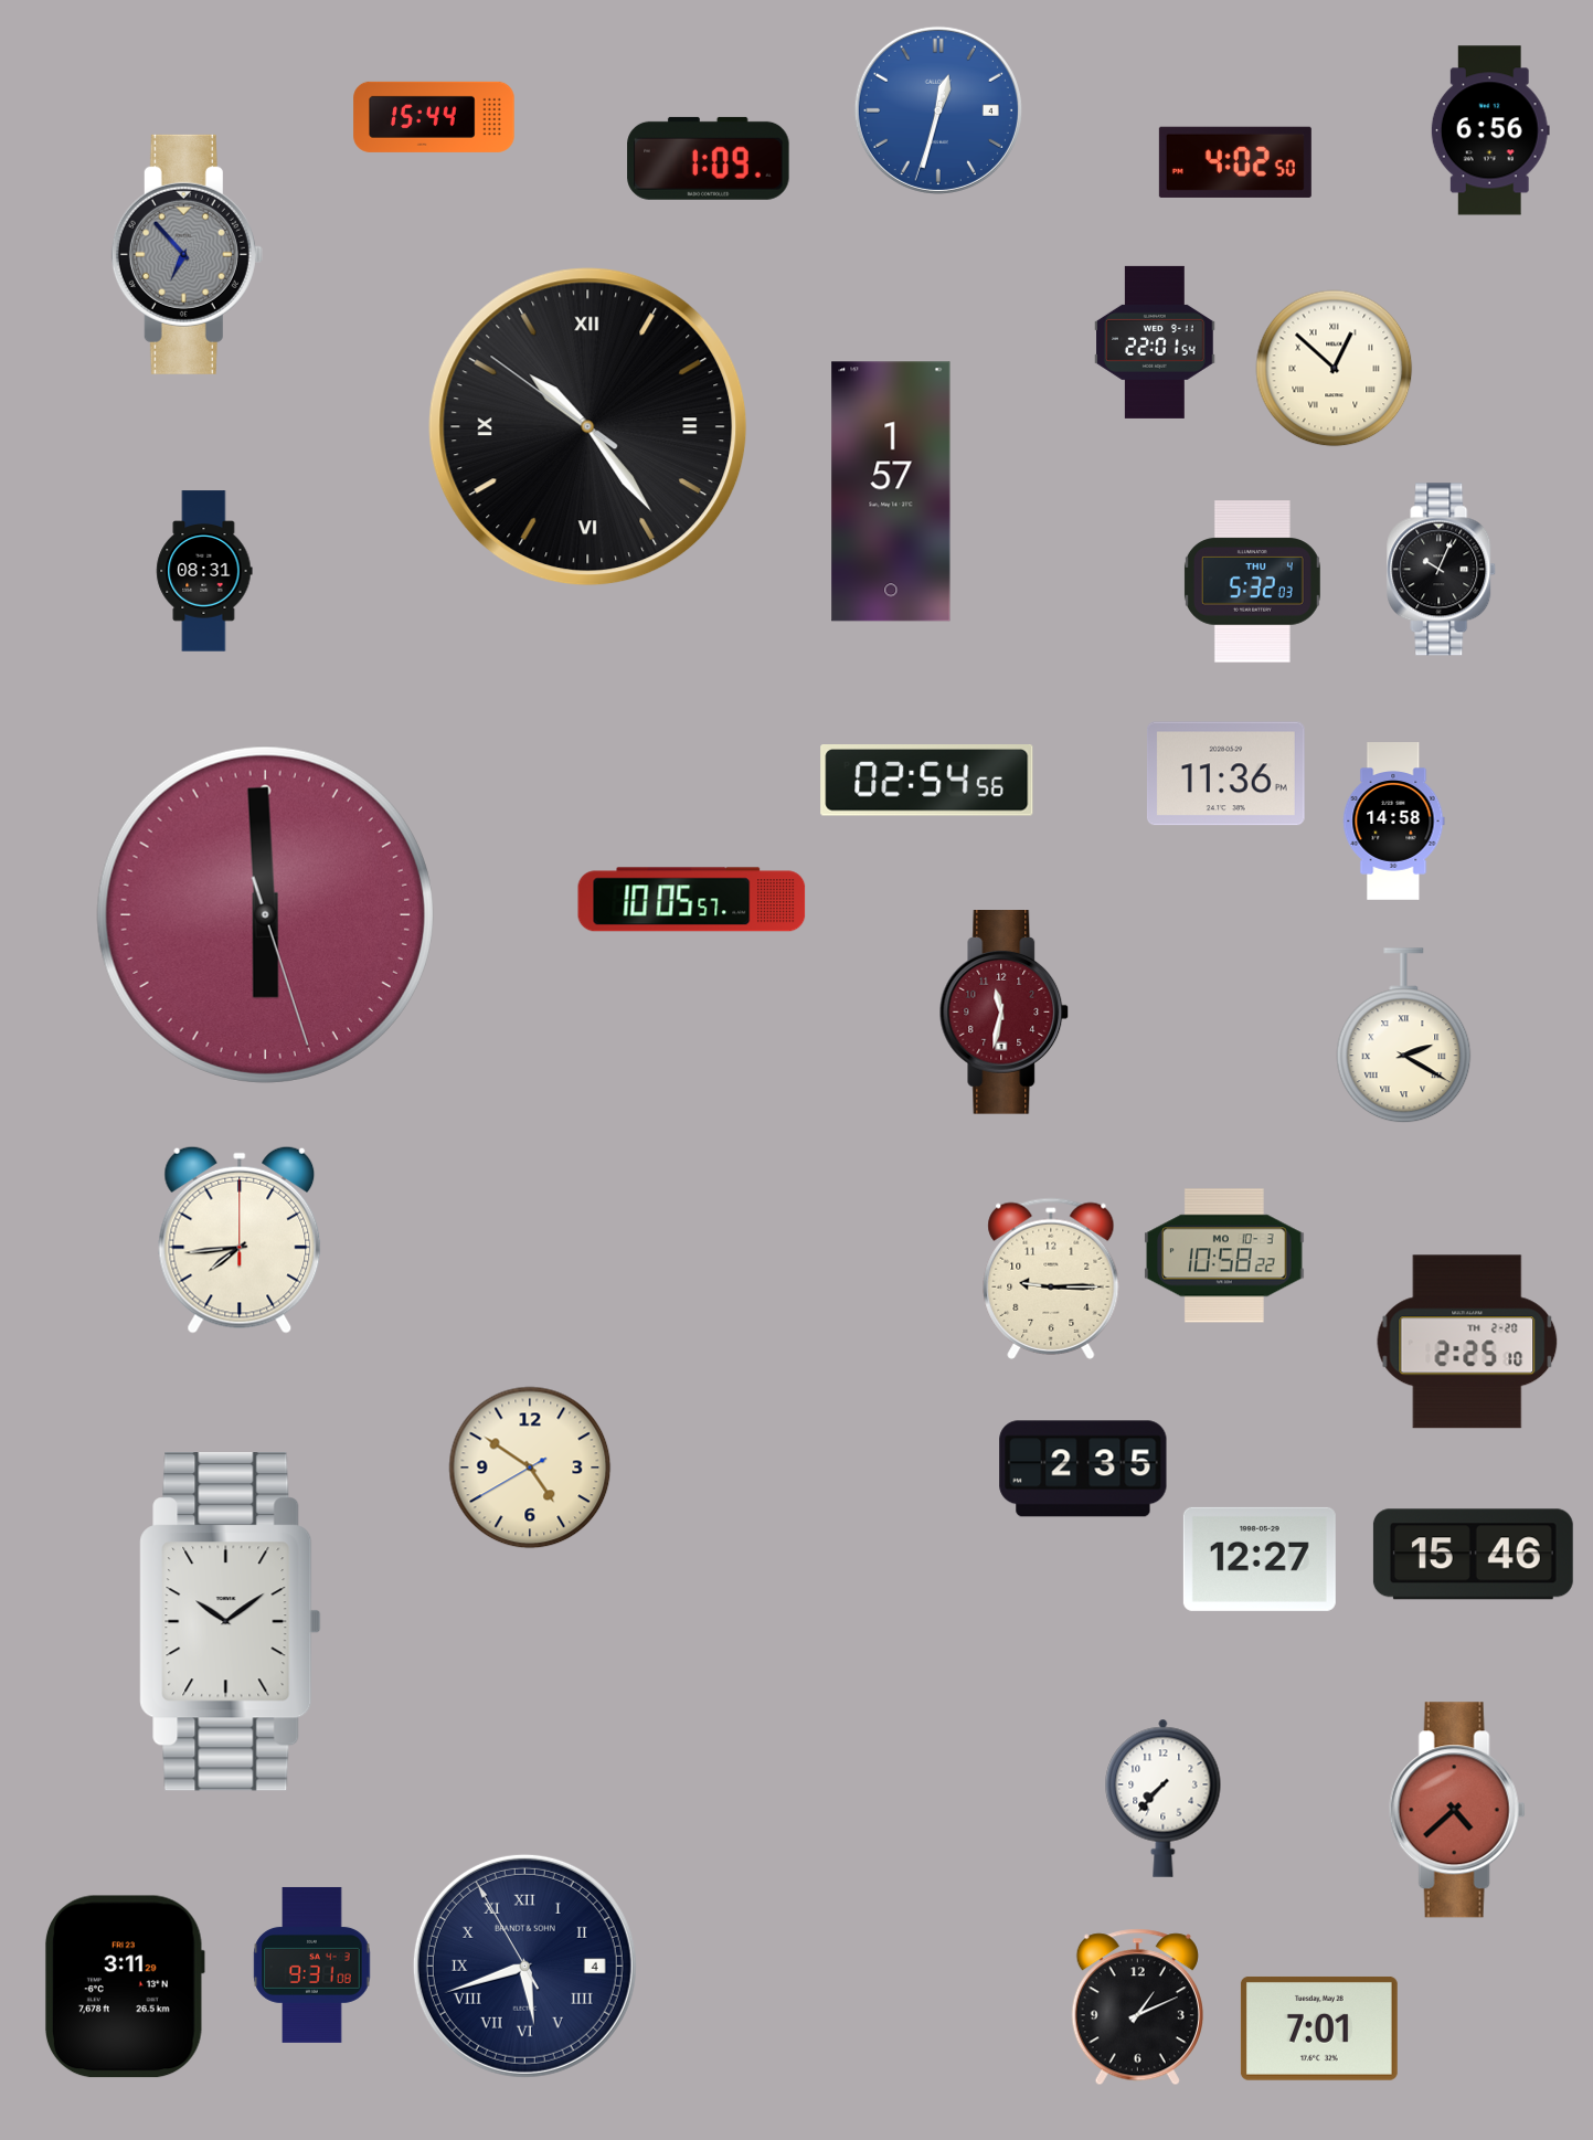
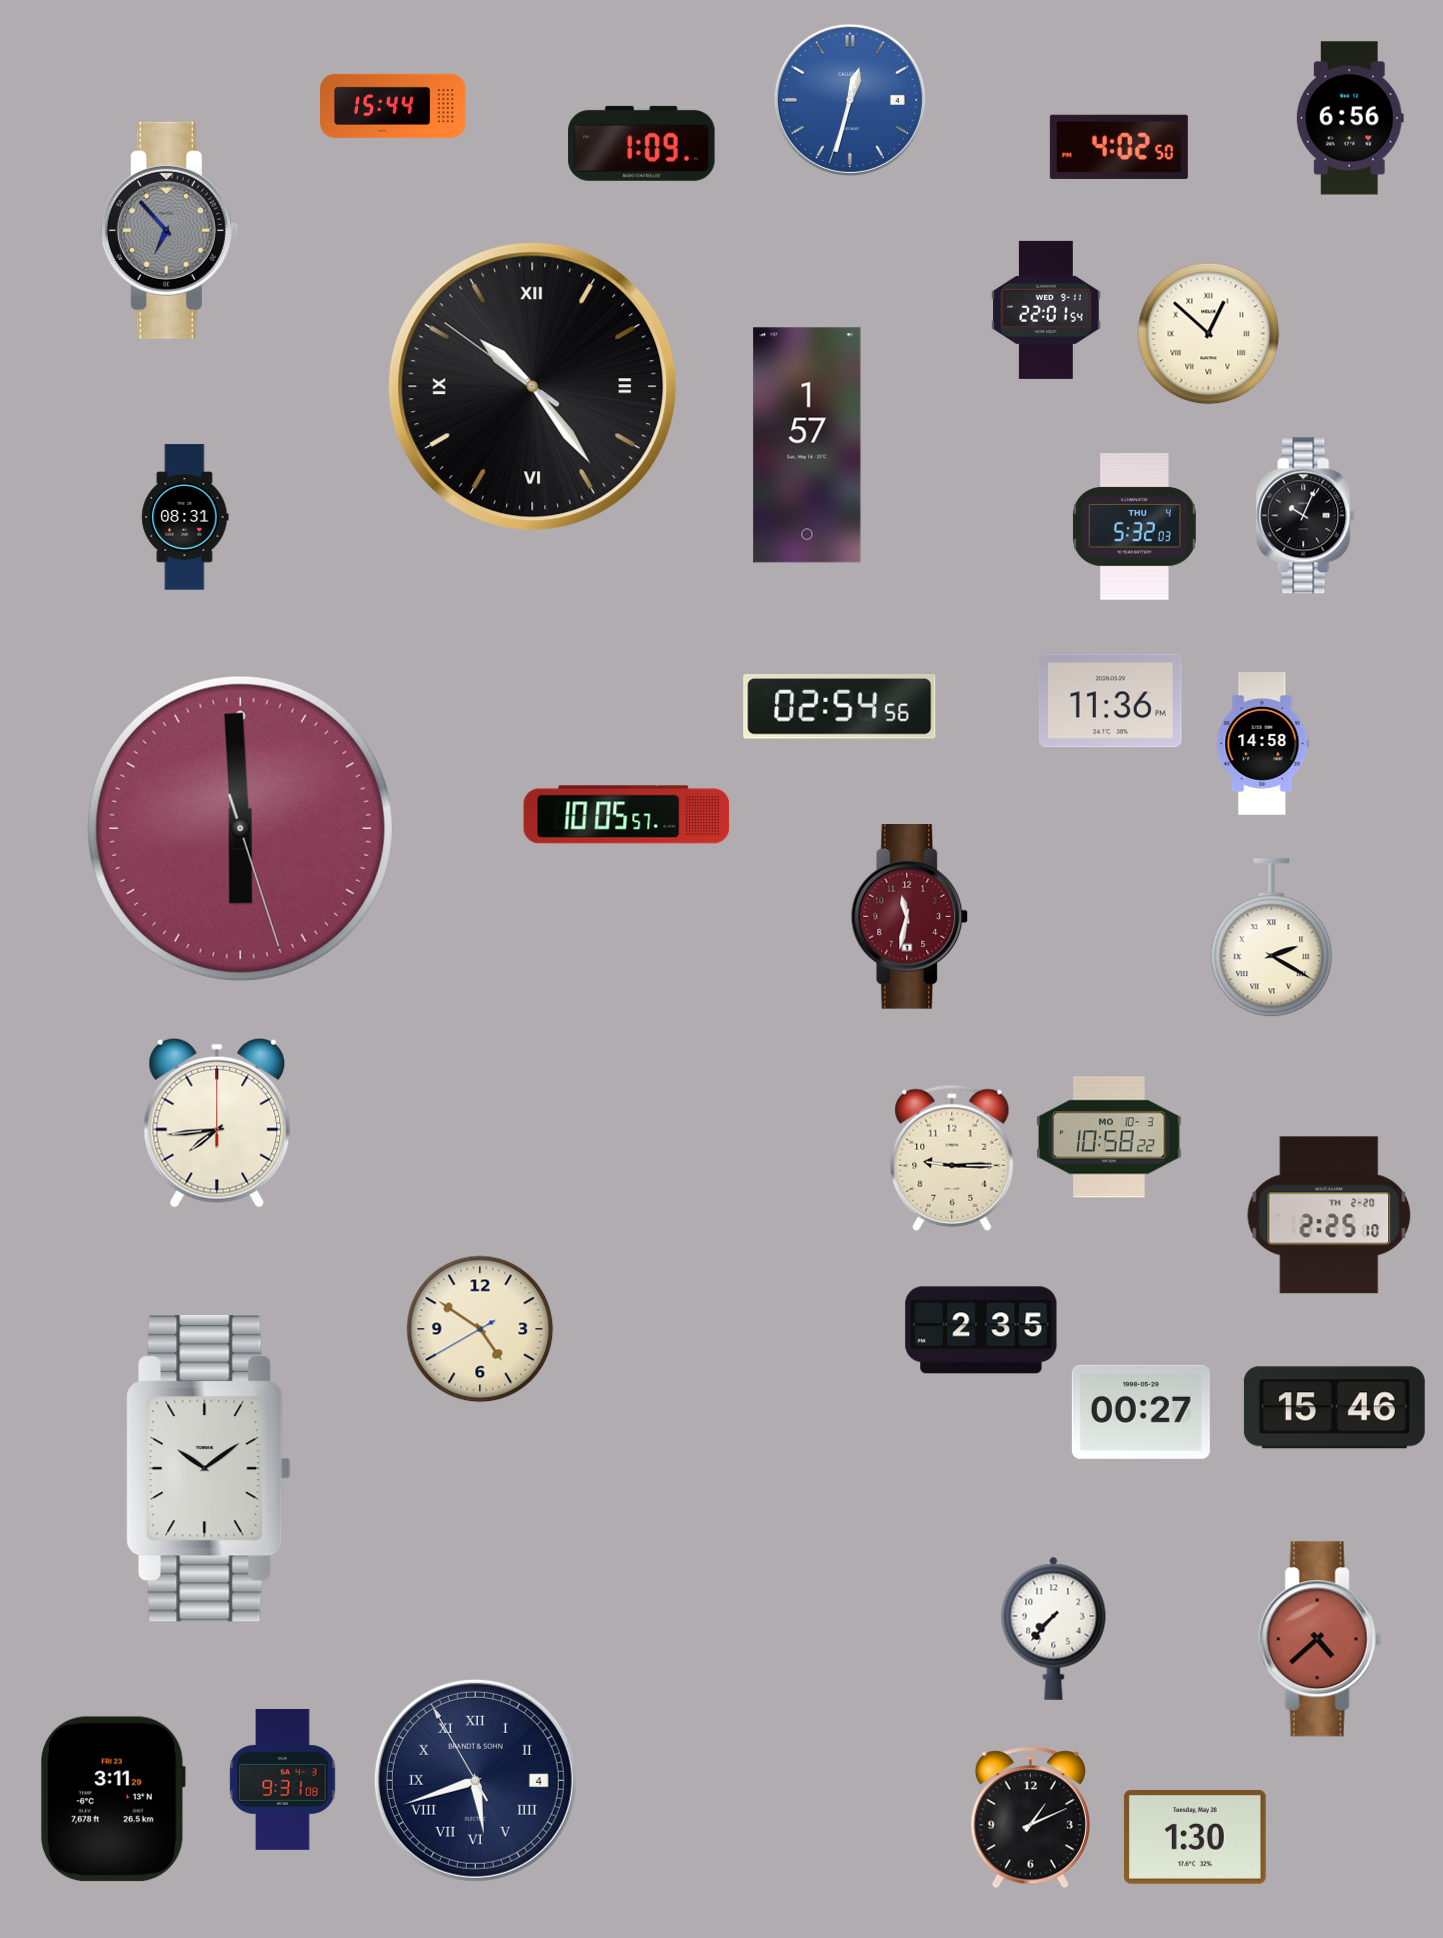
clock at (1260, 1559): 12:27 -> 00:27
clock at (1319, 2028): 7:01 -> 1:30
